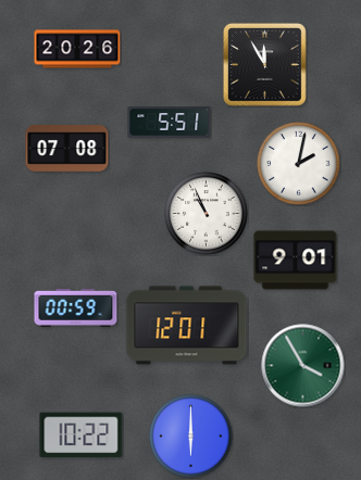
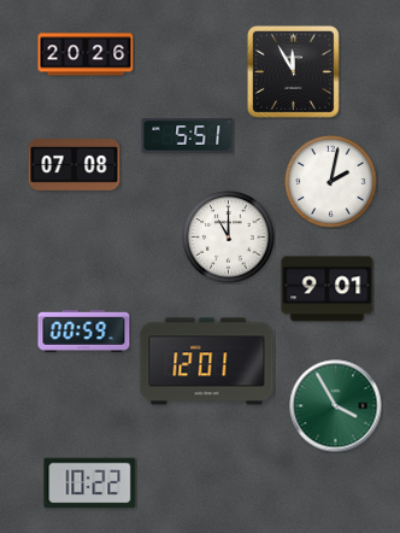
clock at (207, 214): 10:56 -> 11:00
clock at (76, 307) position: (76, 307) -> (84, 330)
clock at (191, 437): 6:00 -> none
